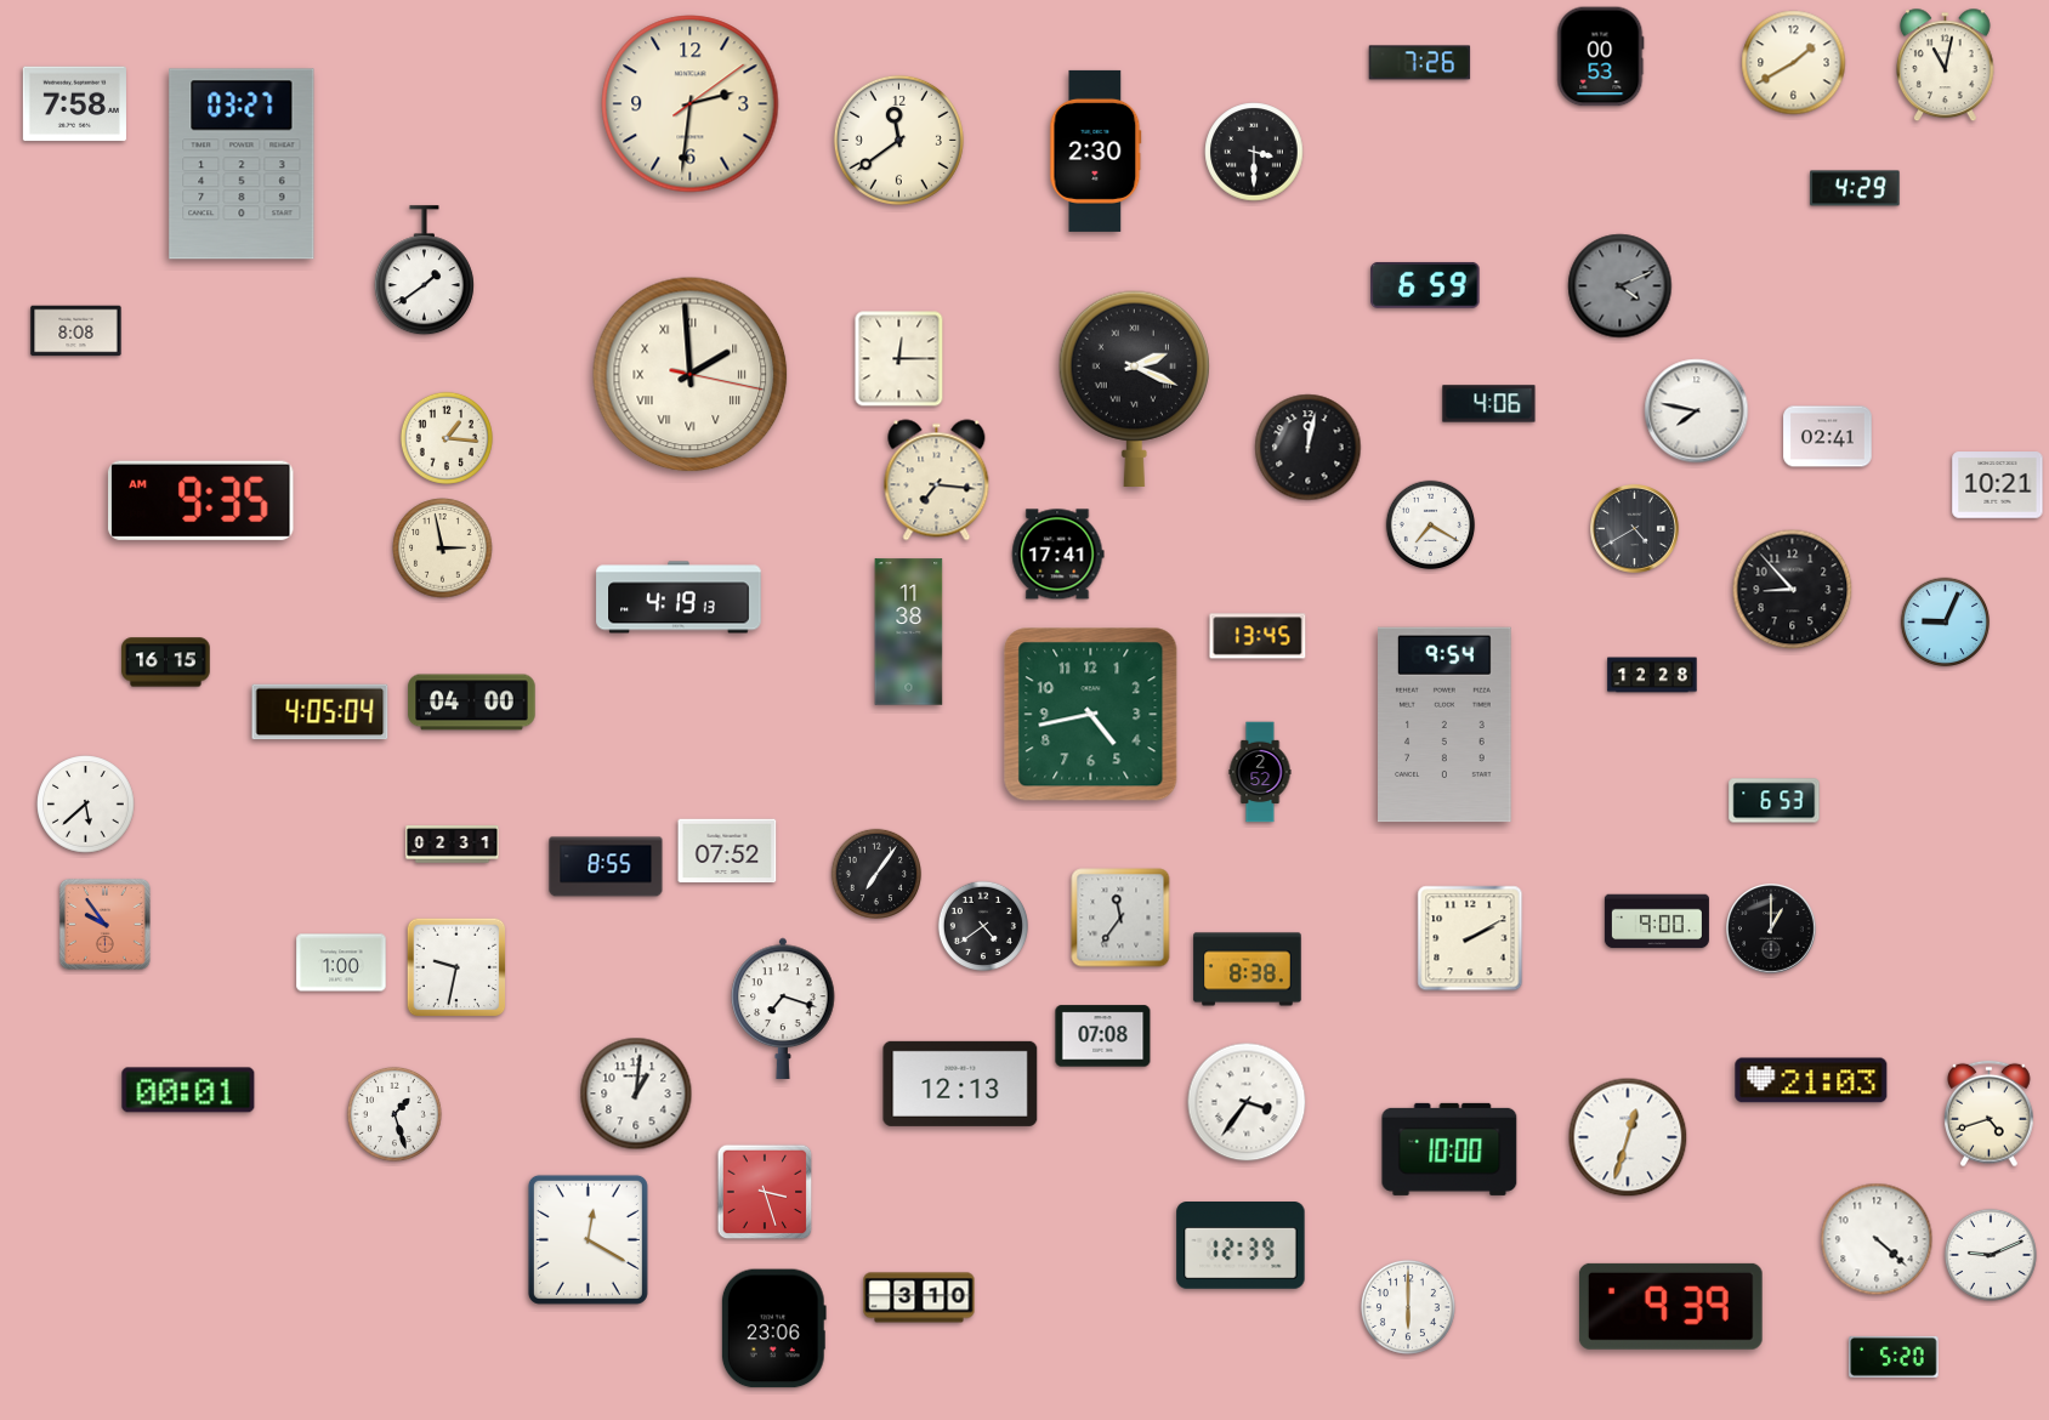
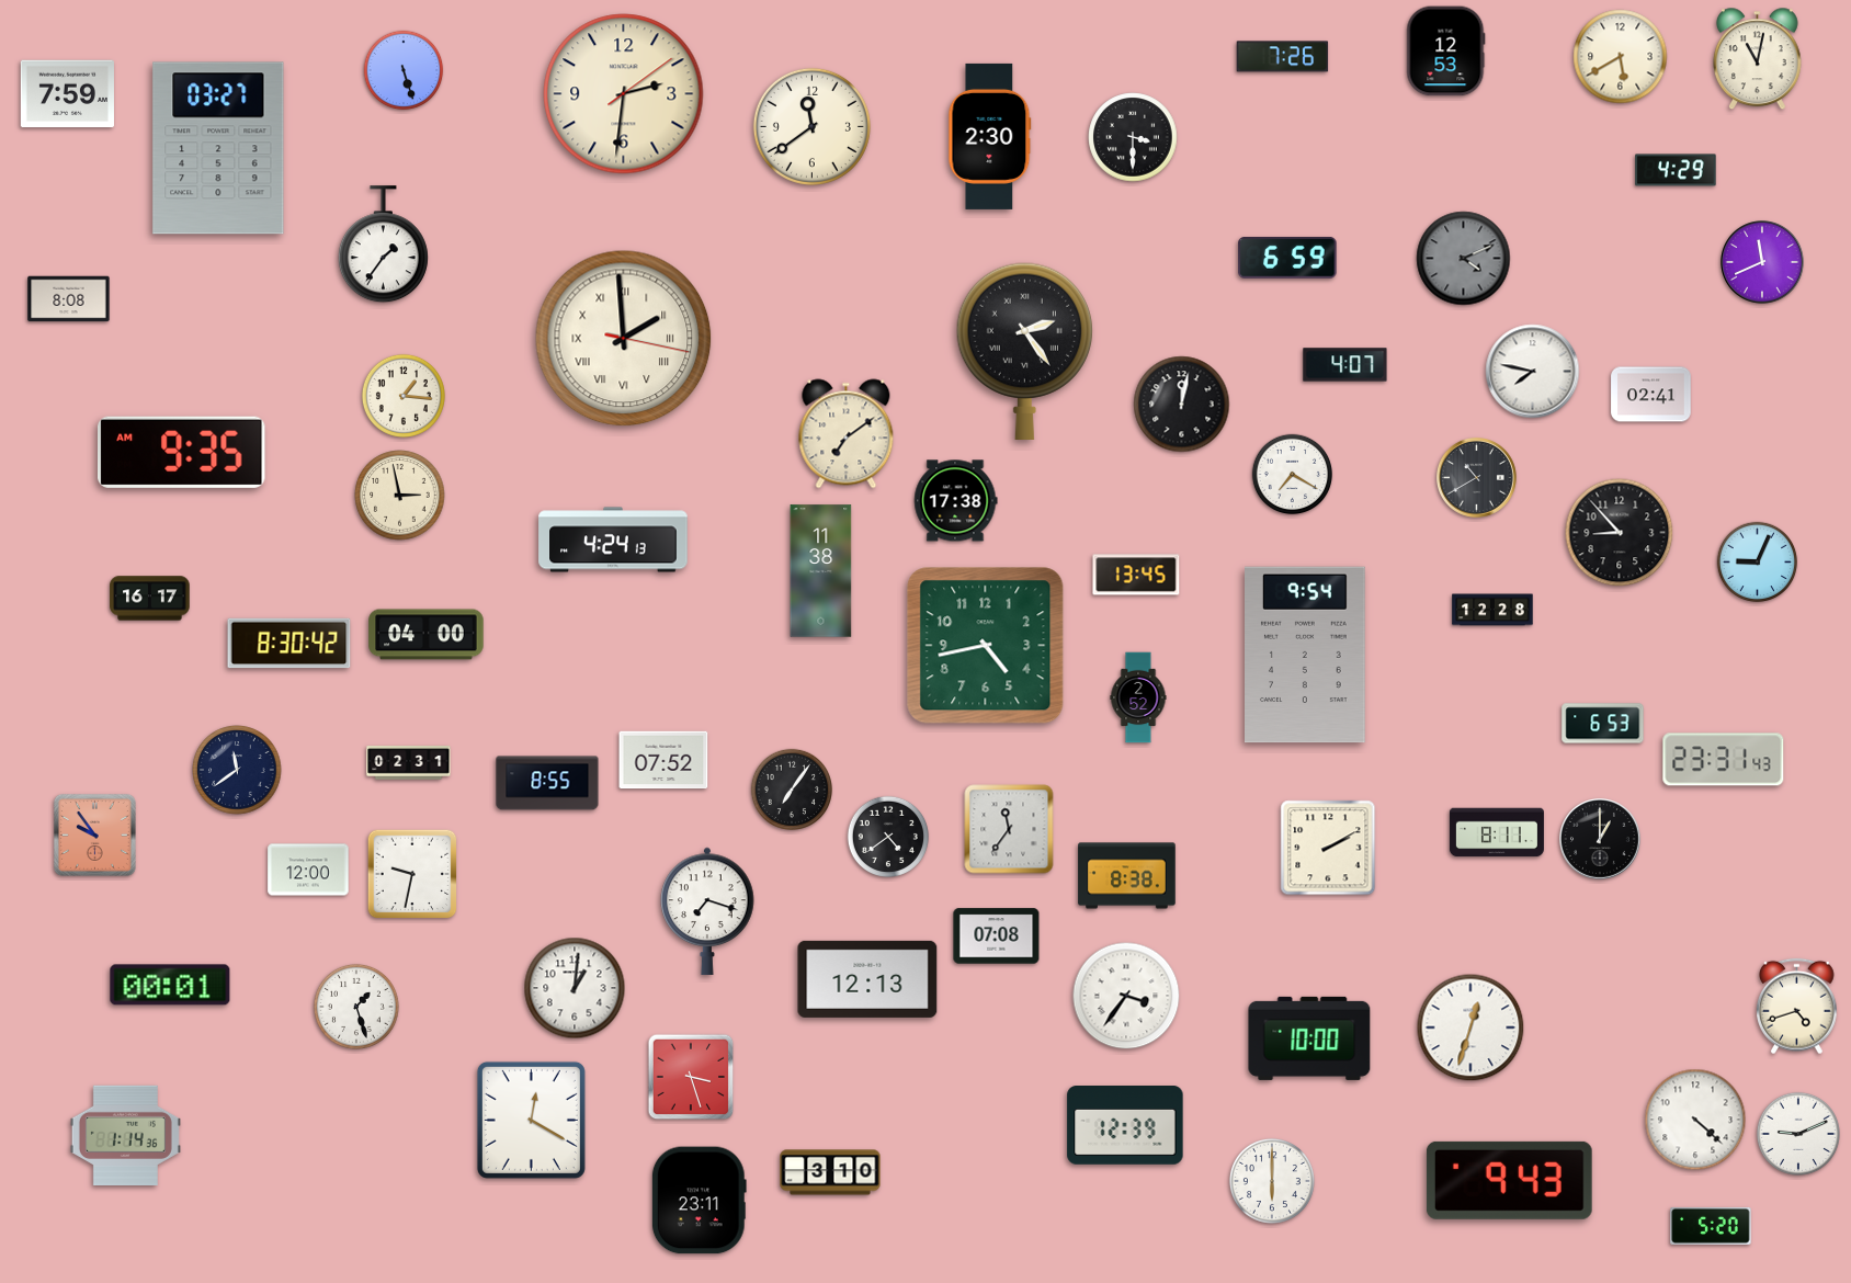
clock at (1601, 57): 00:53 -> 12:53
clock at (1794, 63): 1:40 -> 5:40
clock at (404, 70): none -> 5:27
clock at (74, 104): 7:58 -> 7:59
clock at (424, 271): 1:39 -> 1:36
clock at (1762, 262): none -> 11:41
clock at (899, 359): 12:15 -> none
clock at (1134, 388): 2:19 -> 2:24
clock at (1489, 404): 4:06 -> 4:07
clock at (937, 481): 7:16 -> 7:09
clock at (1998, 485): 10:21 -> none
clock at (1635, 529): 4:40 -> 10:40
clock at (1058, 555): 17:41 -> 17:38
clock at (679, 597): 4:19 -> 4:24
clock at (166, 663): 16:15 -> 16:17
clock at (320, 712): 4:05 -> 8:30
clock at (86, 805): 5:38 -> none
clock at (1724, 760): none -> 23:31
clock at (727, 851) position: (727, 851) -> (663, 760)
clock at (237, 770): none -> 11:39
clock at (1120, 918) position: (1120, 918) -> (1009, 829)
clock at (1657, 921): 9:00 -> 8:11
clock at (341, 962): 1:00 -> 12:00
clock at (1811, 1080): 21:03 -> none
clock at (1241, 1246) position: (1241, 1246) -> (1125, 1126)
clock at (125, 1135): none -> 1:14
clock at (1670, 1306): 9:39 -> 9:43
clock at (773, 1329): 23:06 -> 23:11
